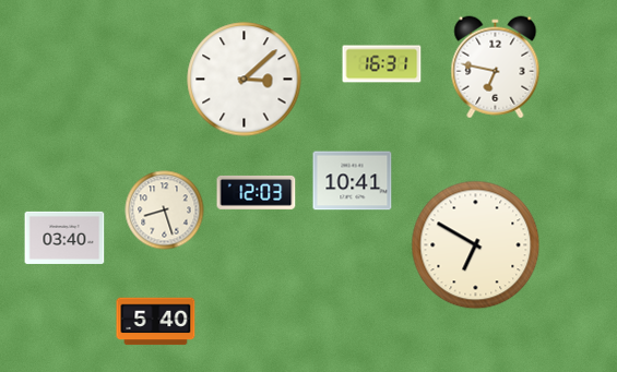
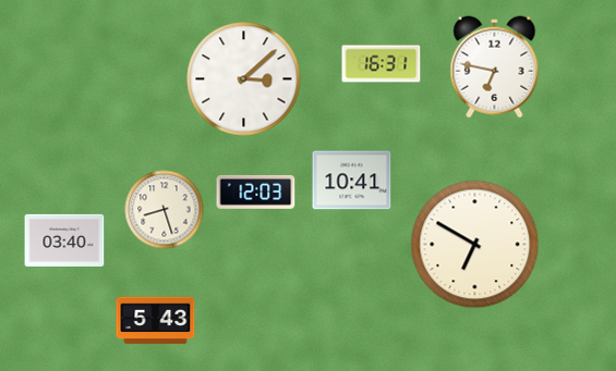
clock at (64, 238) position: (64, 238) -> (64, 240)
clock at (156, 322): 5:40 -> 5:43
